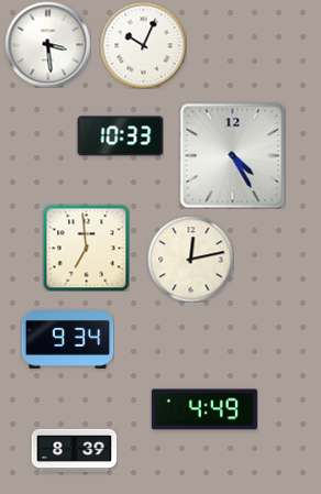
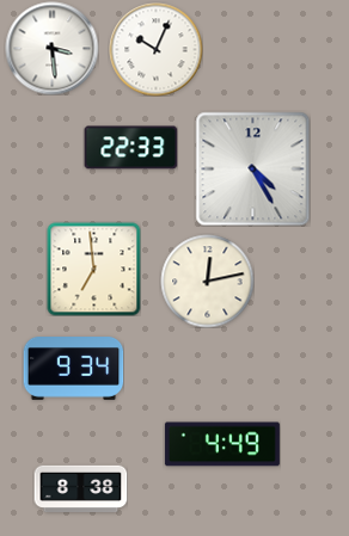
clock at (120, 136): 10:33 -> 22:33
clock at (74, 450): 8:39 -> 8:38
